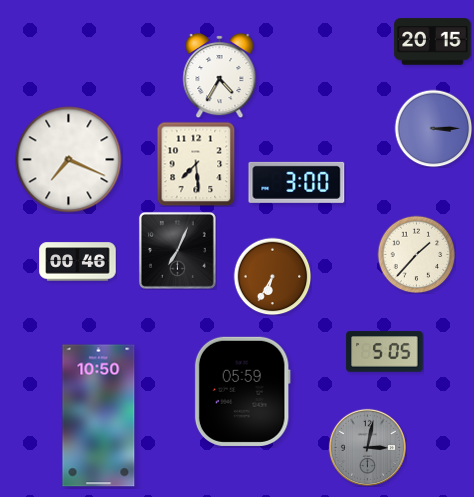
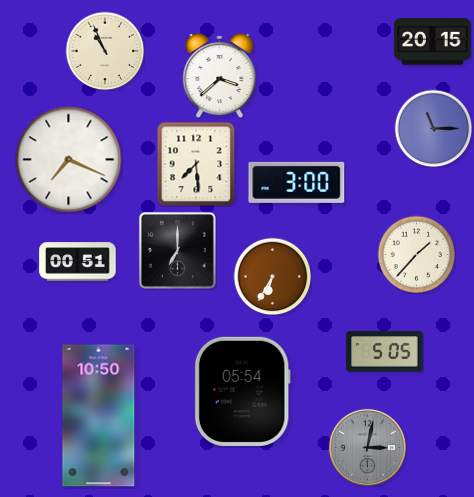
clock at (105, 51): none -> 10:56
clock at (220, 75): 4:35 -> 3:38
clock at (433, 128): 3:15 -> 11:15
clock at (177, 250): 7:04 -> 7:00
clock at (78, 262): 00:46 -> 00:51
clock at (242, 391): 05:59 -> 05:54
